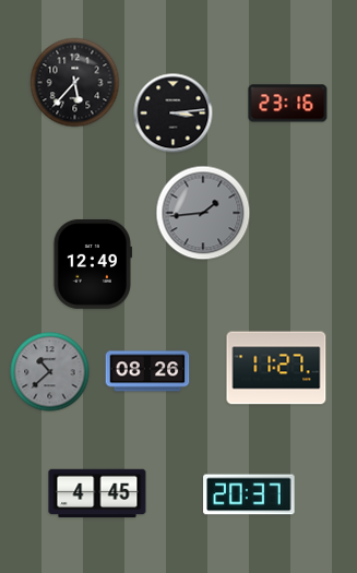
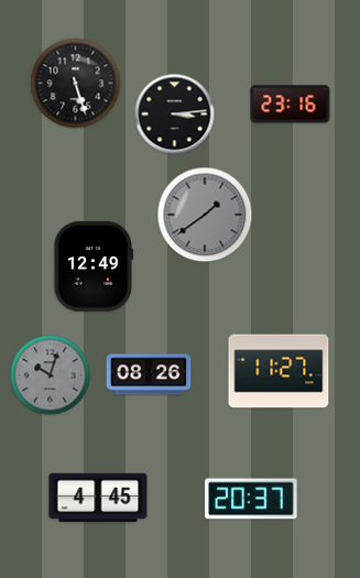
clock at (75, 83): 5:37 -> 5:27
clock at (203, 213): 1:44 -> 1:39
clock at (50, 372): 10:38 -> 10:03
